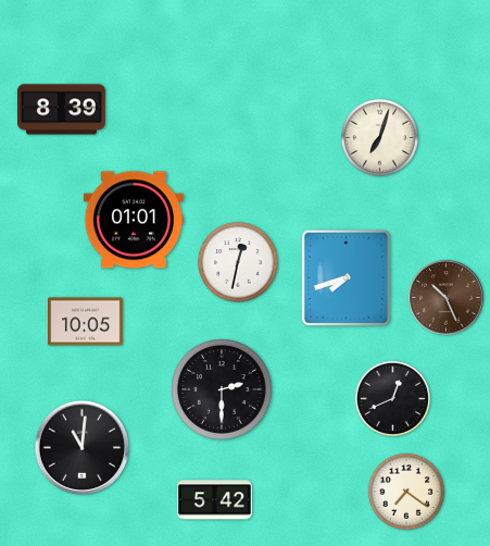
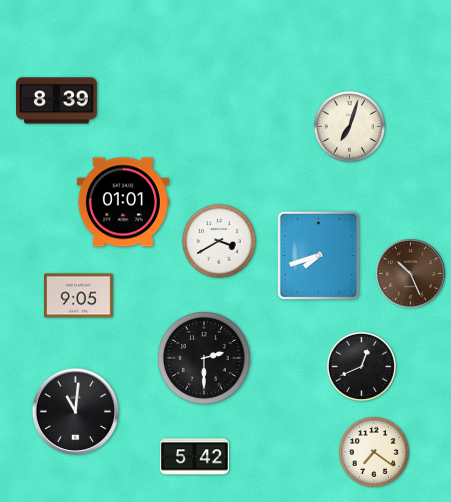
clock at (238, 262): 12:32 -> 3:40
clock at (86, 322): 10:05 -> 9:05
clock at (215, 500) position: (215, 500) -> (195, 457)
